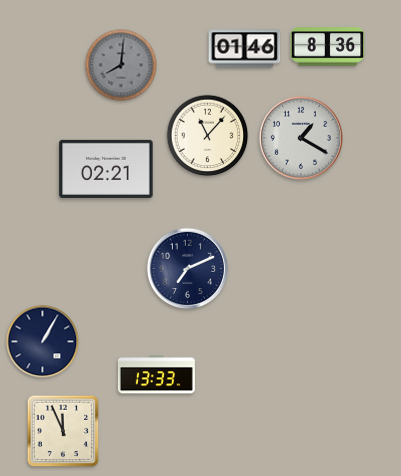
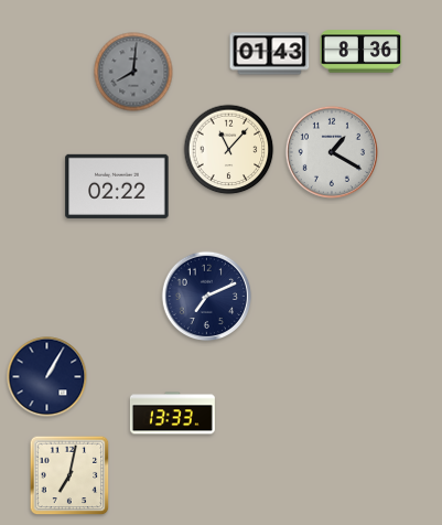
clock at (245, 49): 01:46 -> 01:43
clock at (106, 169): 02:21 -> 02:22
clock at (63, 431): 11:56 -> 7:02
